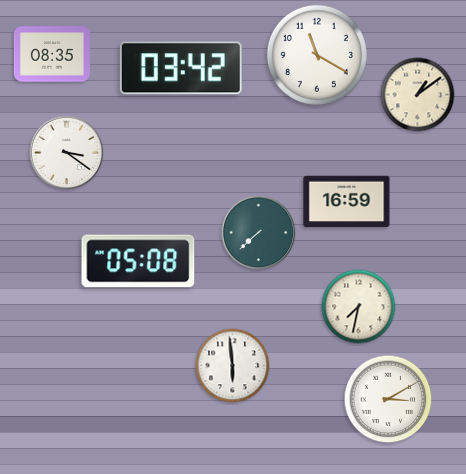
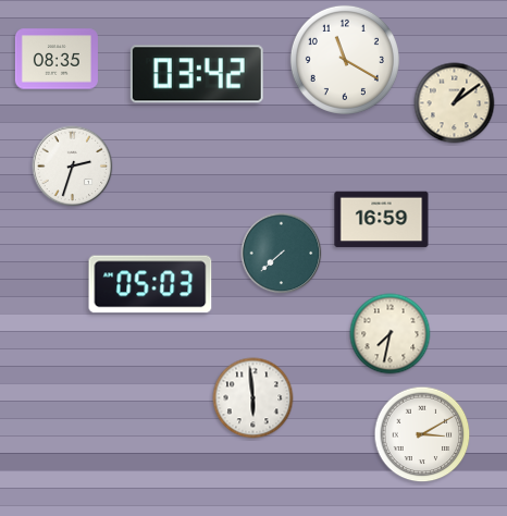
clock at (67, 153): 3:21 -> 2:33
clock at (347, 202) position: (347, 202) -> (382, 220)
clock at (138, 261): 05:08 -> 05:03
